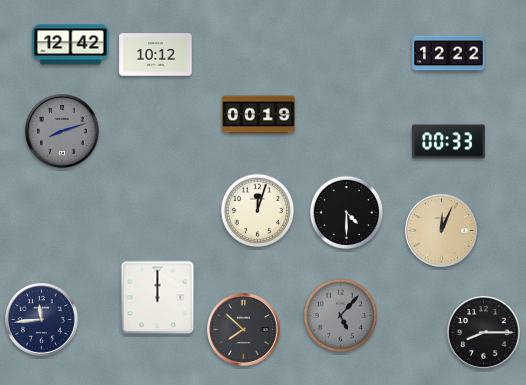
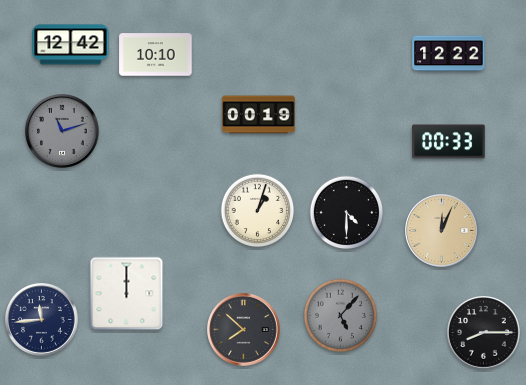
clock at (156, 55): 10:12 -> 10:10
clock at (63, 132): 8:12 -> 11:12
clock at (258, 211): 12:03 -> 1:03
clock at (158, 298) position: (158, 298) -> (127, 294)
